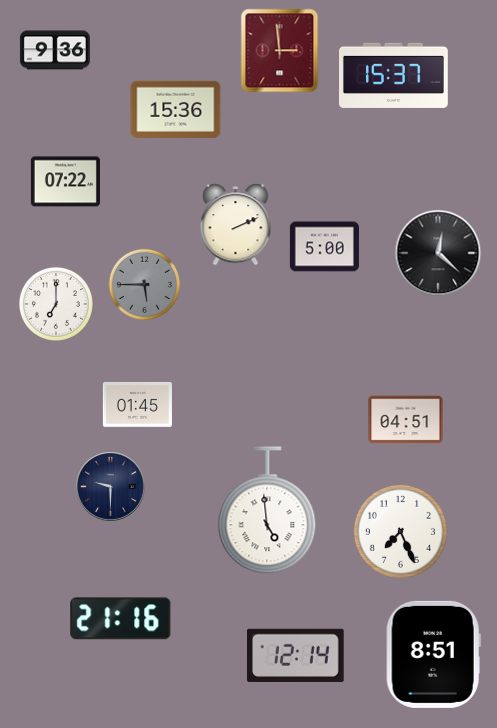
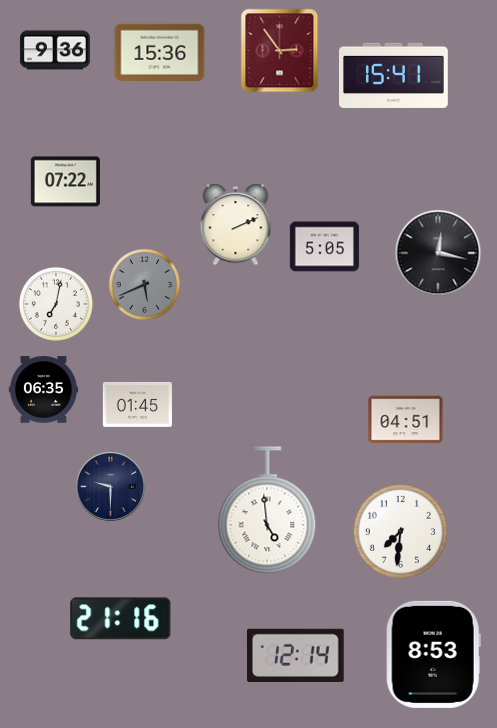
clock at (280, 51): 2:59 -> 2:54
clock at (394, 75): 15:37 -> 15:41
clock at (176, 109) position: (176, 109) -> (160, 52)
clock at (324, 247): 5:00 -> 5:05
clock at (438, 253): 12:22 -> 12:17
clock at (145, 285): 5:45 -> 5:41
clock at (56, 304): 7:00 -> 7:02
clock at (43, 390): none -> 06:35
clock at (400, 531): 7:26 -> 7:31
clock at (433, 654): 8:51 -> 8:53
